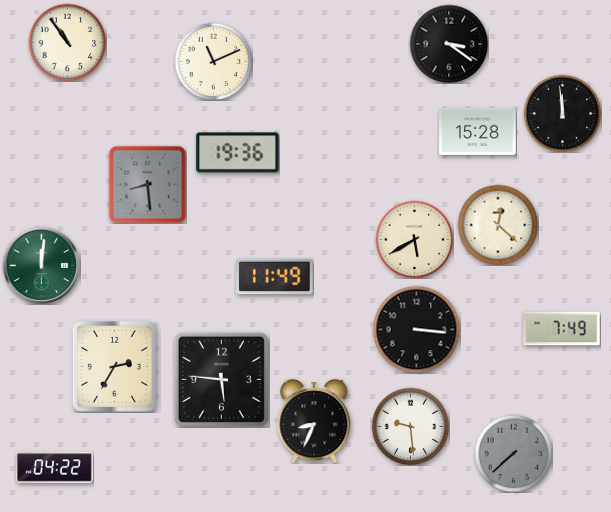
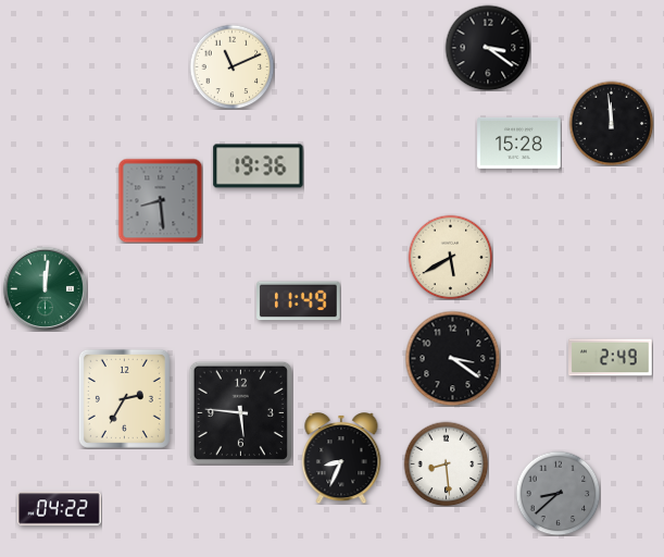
clock at (67, 42): 10:54 -> none
clock at (498, 225): 12:22 -> none
clock at (414, 239) position: (414, 239) -> (450, 257)
clock at (416, 329): 3:16 -> 3:21
clock at (562, 329): 7:49 -> 2:49
clock at (410, 426): 9:29 -> 8:29
clock at (513, 453): 7:38 -> 8:38
